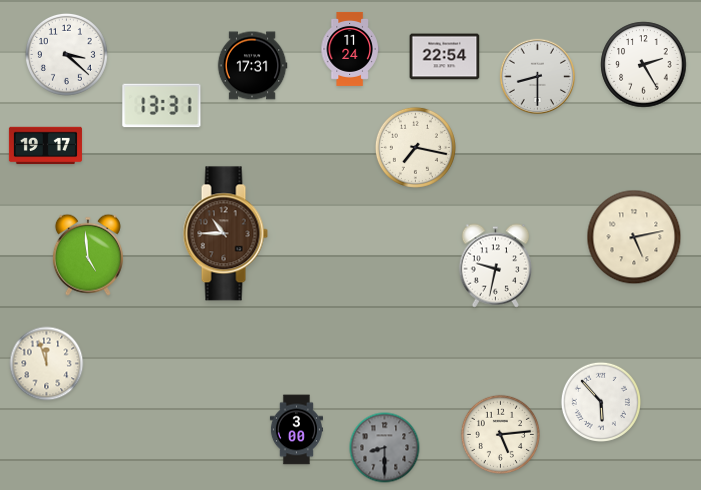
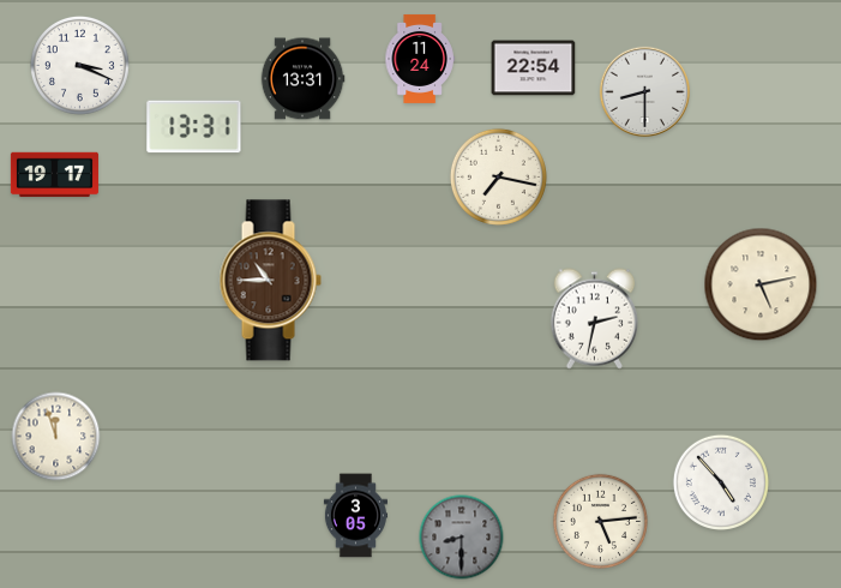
clock at (66, 54): 3:22 -> 3:19
clock at (644, 65): 2:25 -> none
clock at (252, 66): 17:31 -> 13:31
clock at (88, 255): 4:59 -> none
clock at (496, 266): 9:32 -> 2:32
clock at (601, 402): 5:53 -> 4:53
clock at (296, 430): 3:00 -> 3:05
